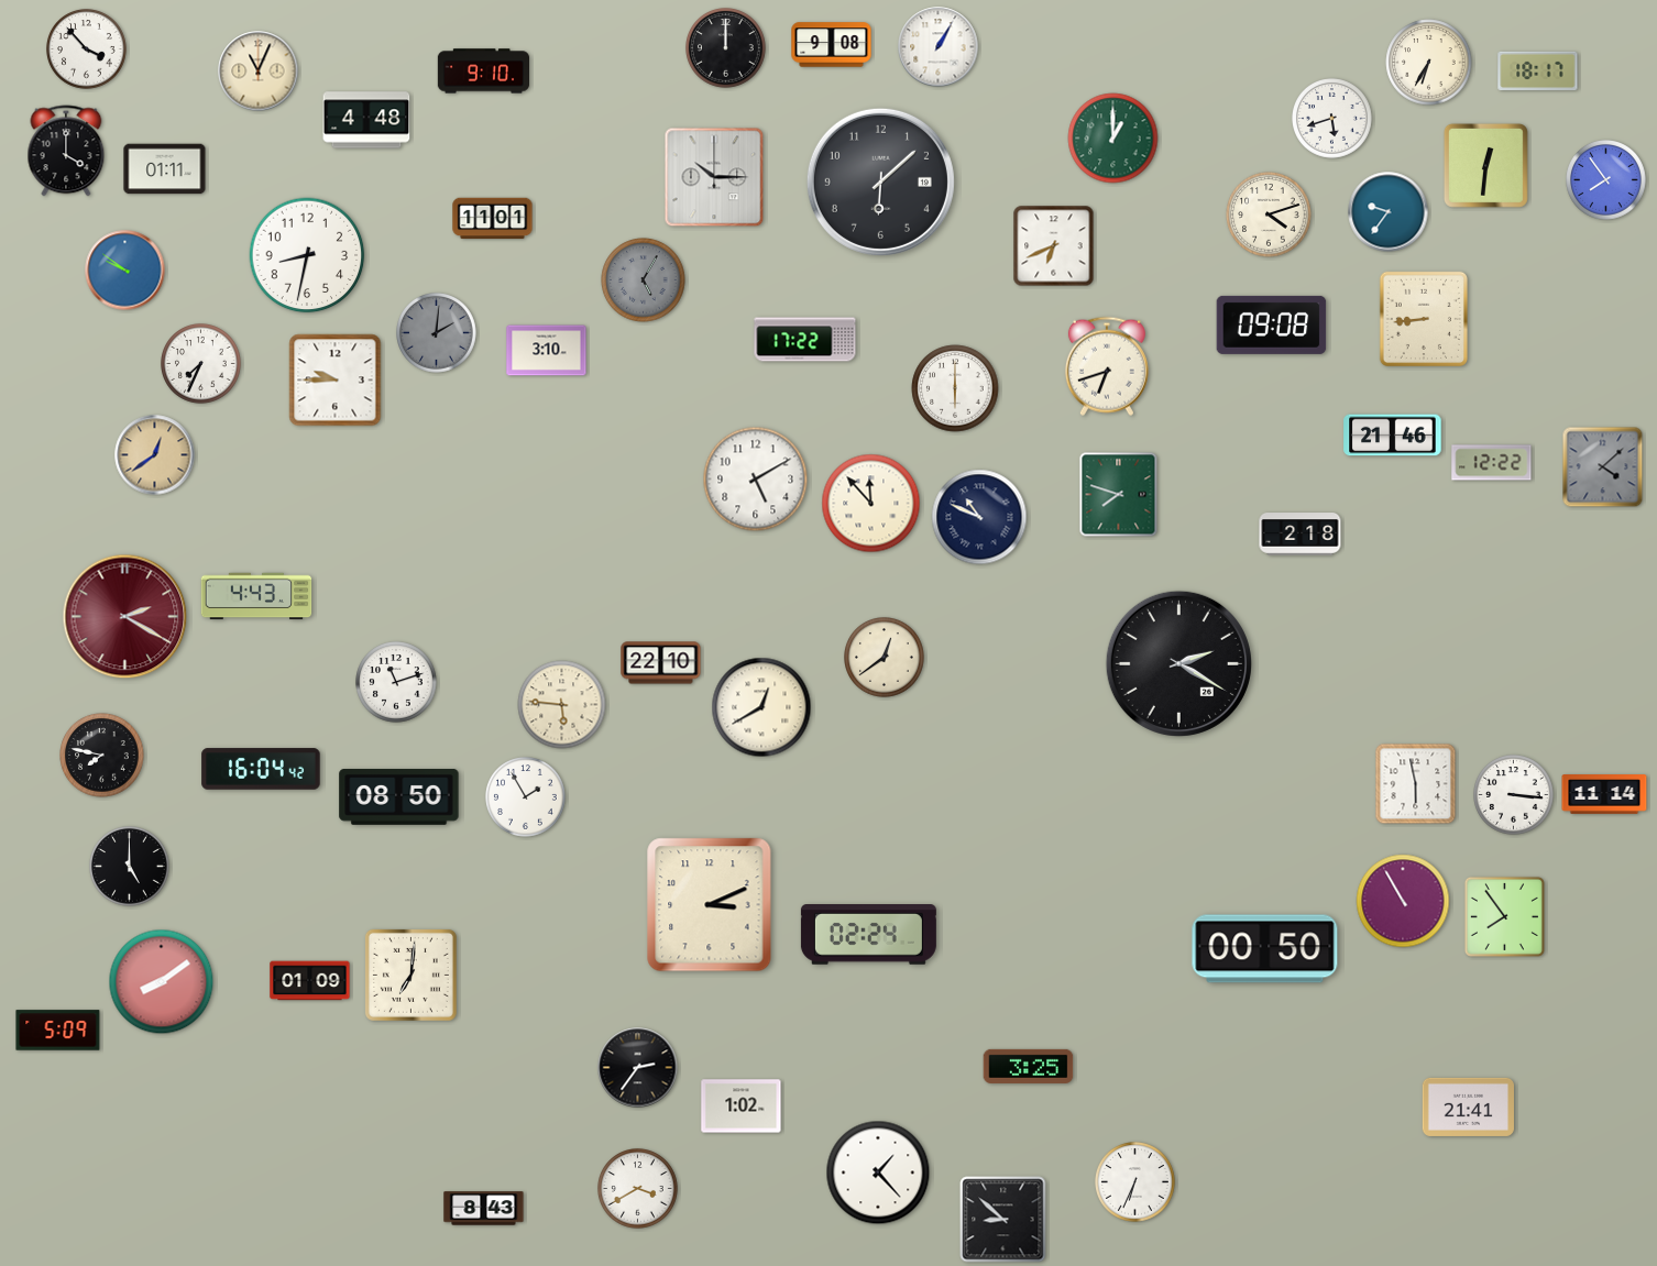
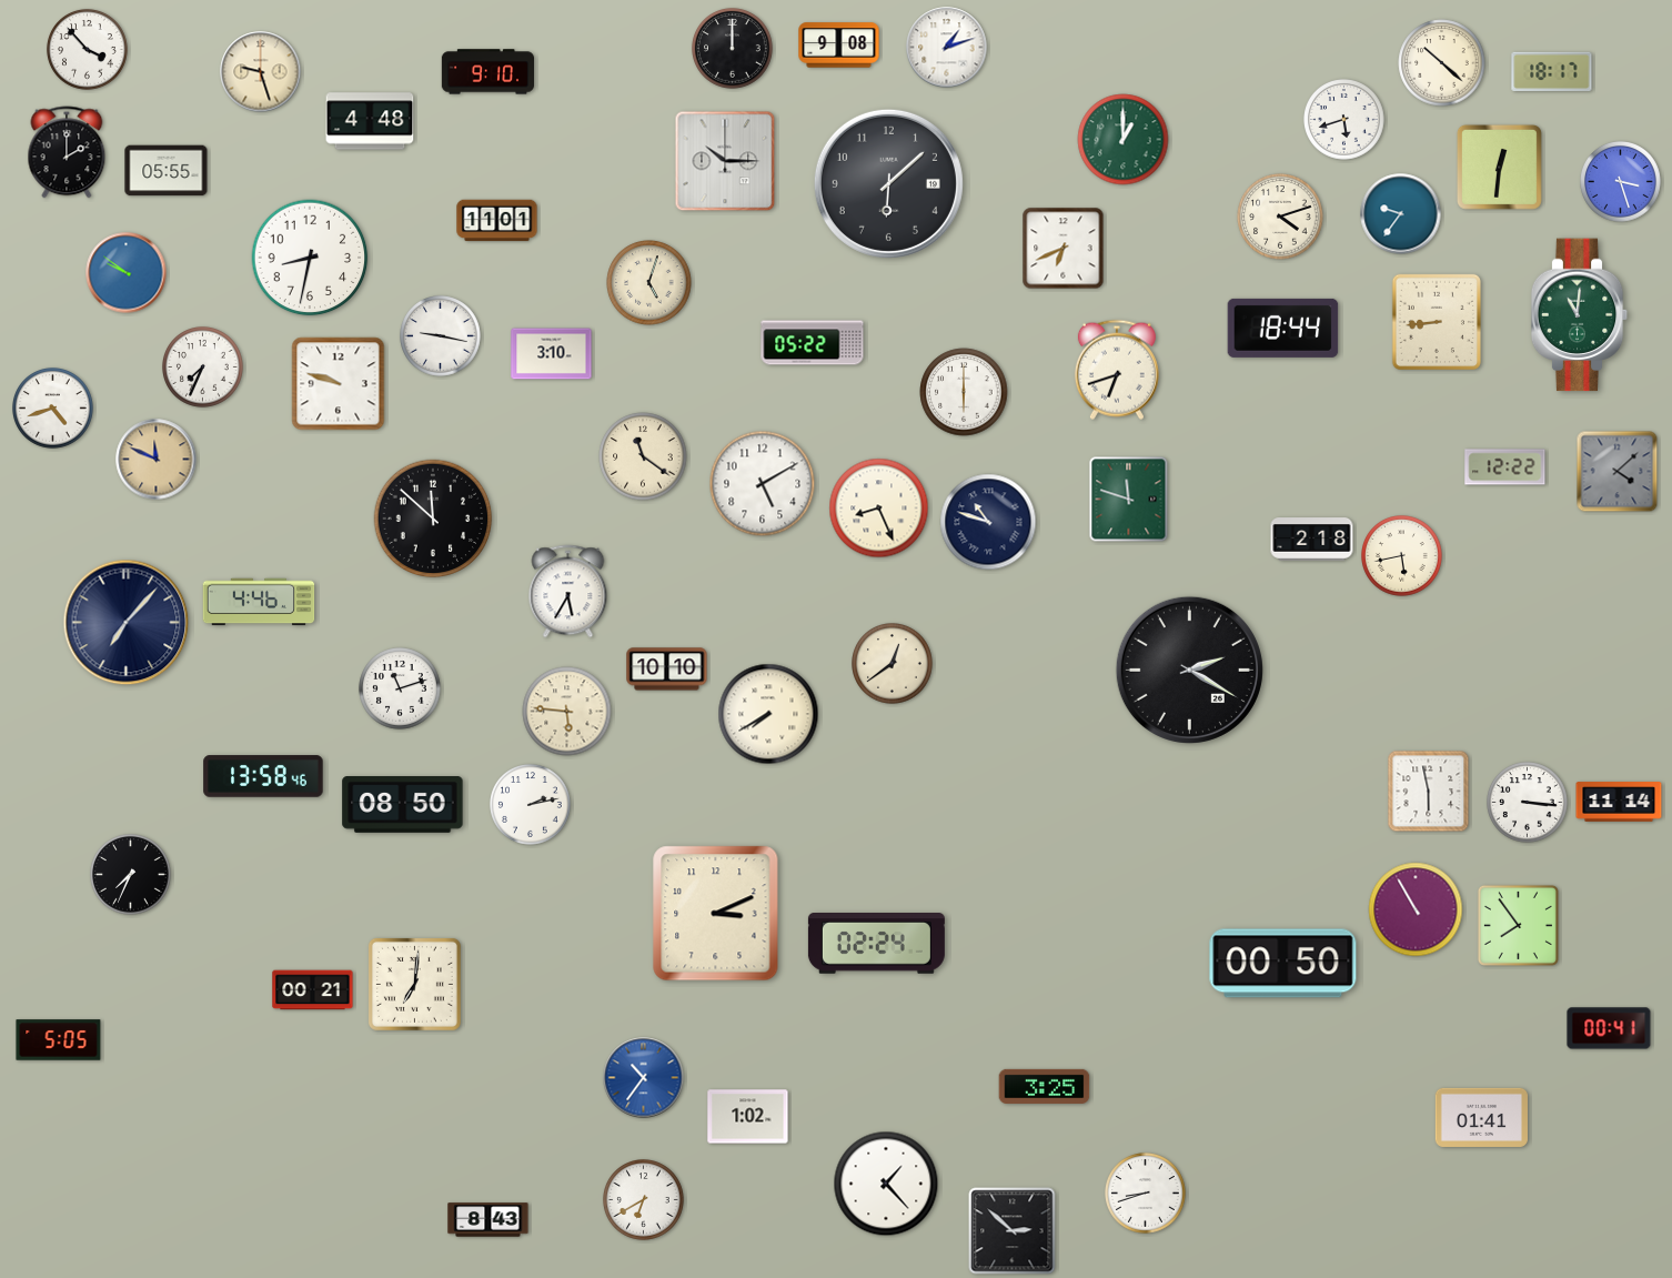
clock at (939, 47): 1:05 -> 1:12
clock at (1429, 63): 6:35 -> 10:22
clock at (259, 71): 11:04 -> 9:27
clock at (66, 151): 4:00 -> 2:00
clock at (165, 169): 01:11 -> 05:55
clock at (714, 177) position: (714, 177) -> (725, 161)
clock at (1606, 180): 7:54 -> 3:27
clock at (644, 280): 5:05 -> 5:03
clock at (644, 280) dial: grey -> cream
clock at (1580, 315): none -> 11:01
clock at (1272, 324): 09:08 -> 18:44
clock at (437, 333): 2:01 -> 9:17
clock at (437, 333) dial: grey -> white
clock at (805, 340): 17:22 -> 05:22
clock at (336, 381): 9:45 -> 9:48
clock at (53, 409): none -> 4:42
clock at (1393, 436): 21:46 -> none
clock at (643, 456): none -> 11:21
clock at (155, 455): 12:39 -> 11:49
clock at (1119, 495): 7:48 -> 11:48
clock at (871, 504): 11:53 -> 8:26
clock at (433, 519): none -> 11:52
clock at (979, 517): 10:49 -> 10:48
clock at (1402, 556): none -> 5:43
clock at (568, 592): none -> 5:35
clock at (256, 596): 4:43 -> 4:46
clock at (125, 617): 2:20 -> 7:07
clock at (125, 617) dial: burgundy -> navy
clock at (661, 663): 22:10 -> 10:10
clock at (761, 707): 12:40 -> 7:40
clock at (102, 756): 7:47 -> none
clock at (261, 769): 16:04 -> 13:58
clock at (526, 797): 1:55 -> 2:13
clock at (130, 867): 5:00 -> 7:34
clock at (1265, 949) position: (1265, 949) -> (1283, 964)
clock at (310, 981): 01:09 -> 00:21
clock at (162, 982): 8:09 -> none
clock at (1609, 1028): none -> 00:41
clock at (58, 1031): 5:09 -> 5:05
clock at (1029, 1066) position: (1029, 1066) -> (1045, 1086)
clock at (638, 1068): 2:36 -> 10:36
clock at (638, 1068) dial: black -> blue
clock at (1468, 1107): 21:41 -> 01:41
clock at (1135, 1182): 6:34 -> 8:42
clock at (638, 1189): 3:40 -> 6:40
clock at (1003, 1220): 8:52 -> 2:52
